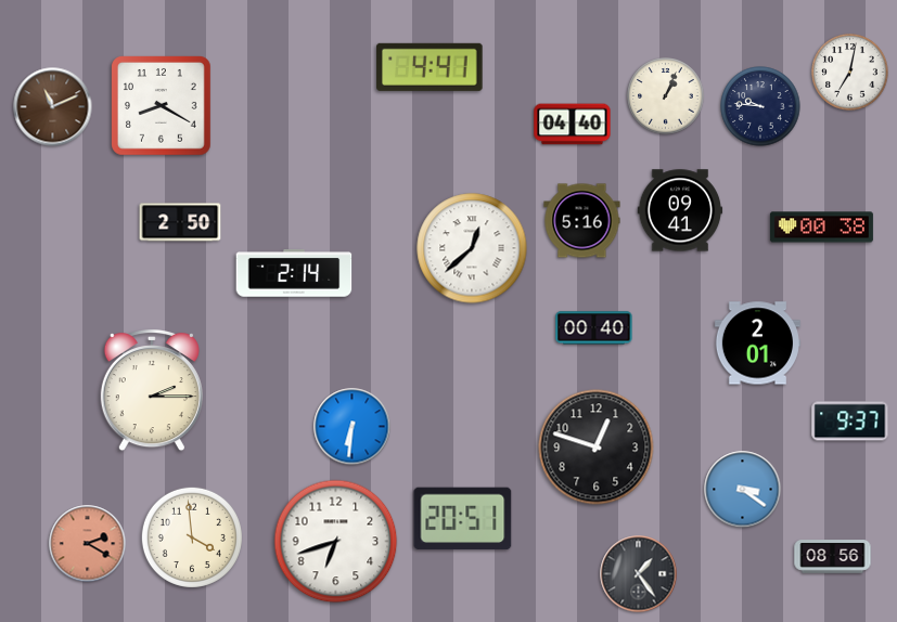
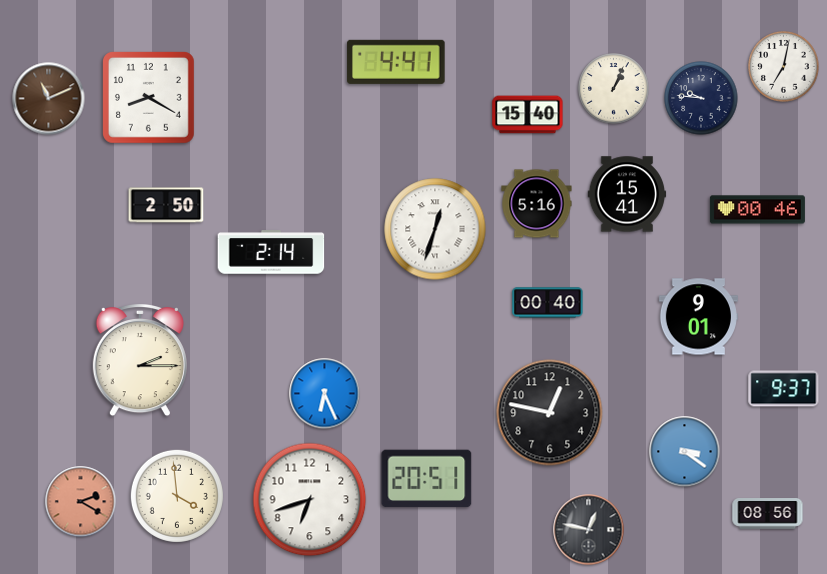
clock at (573, 125): 04:40 -> 15:40
clock at (680, 210): 09:41 -> 15:41
clock at (821, 228): 00:38 -> 00:46
clock at (472, 248): 12:38 -> 12:33
clock at (757, 344): 2:01 -> 9:01
clock at (353, 427): 6:31 -> 6:26
clock at (597, 448): 12:48 -> 12:47
clock at (639, 574): 1:24 -> 12:47
